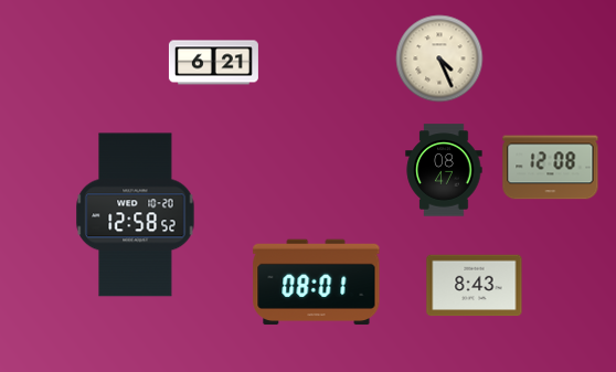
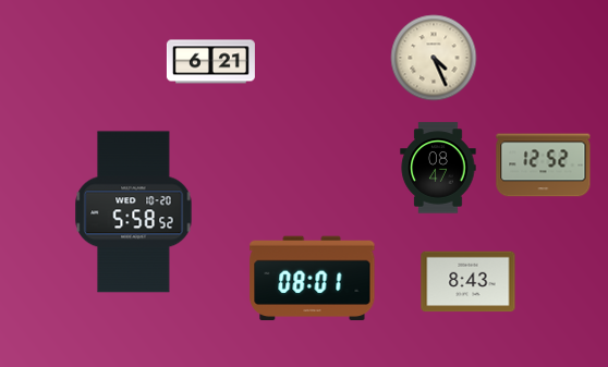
clock at (551, 168): 12:08 -> 12:52
clock at (136, 215): 12:58 -> 5:58
